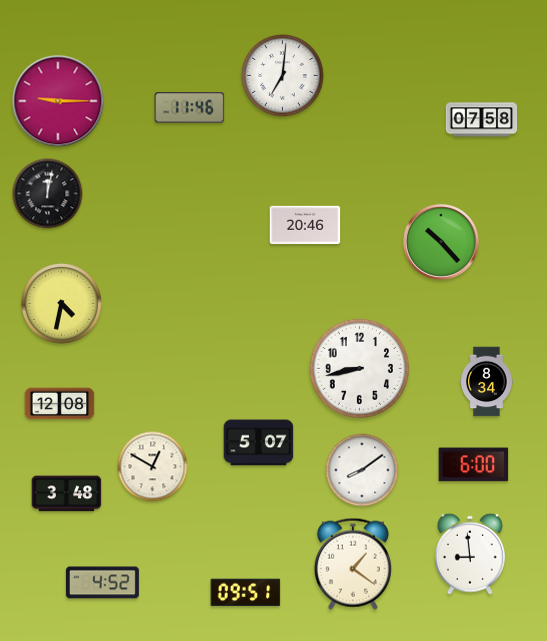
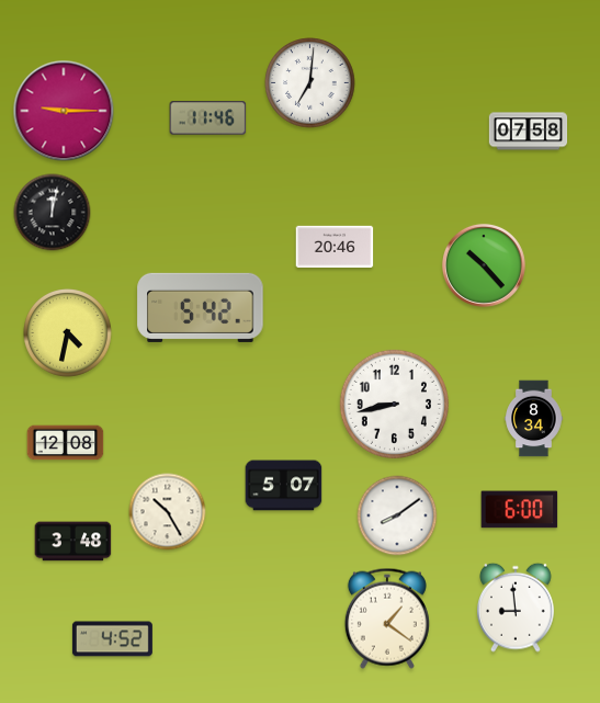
clock at (201, 307): none -> 5:42
clock at (153, 467): 12:50 -> 10:25
clock at (246, 593): 09:51 -> none
